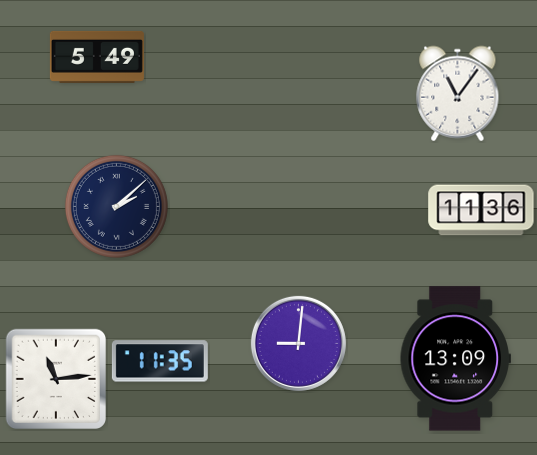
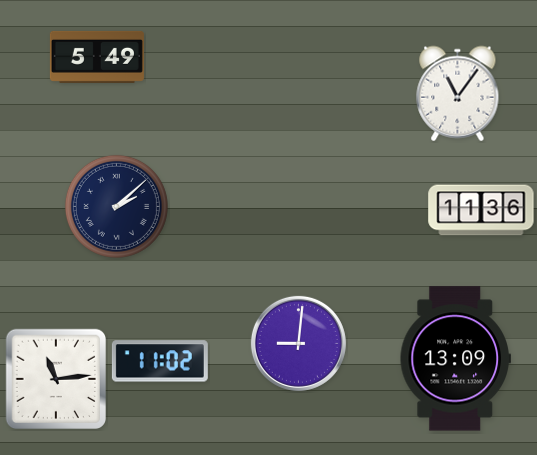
clock at (160, 361): 11:35 -> 11:02
